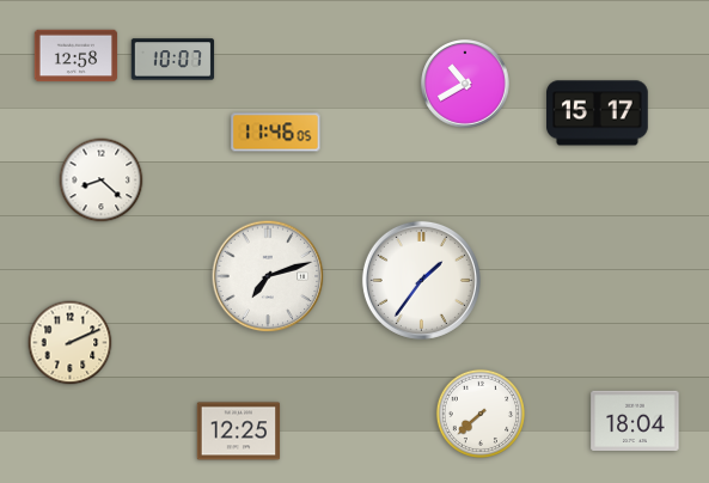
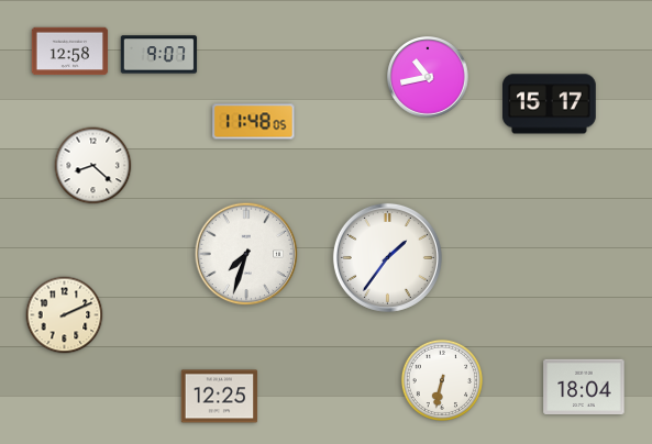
clock at (173, 60): 10:07 -> 9:07
clock at (465, 84): 10:40 -> 10:43
clock at (276, 133): 11:46 -> 11:48
clock at (268, 276): 7:12 -> 7:33
clock at (481, 414): 7:38 -> 6:32
